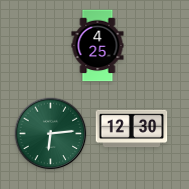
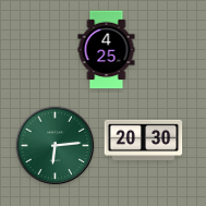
clock at (132, 129): 12:30 -> 20:30
